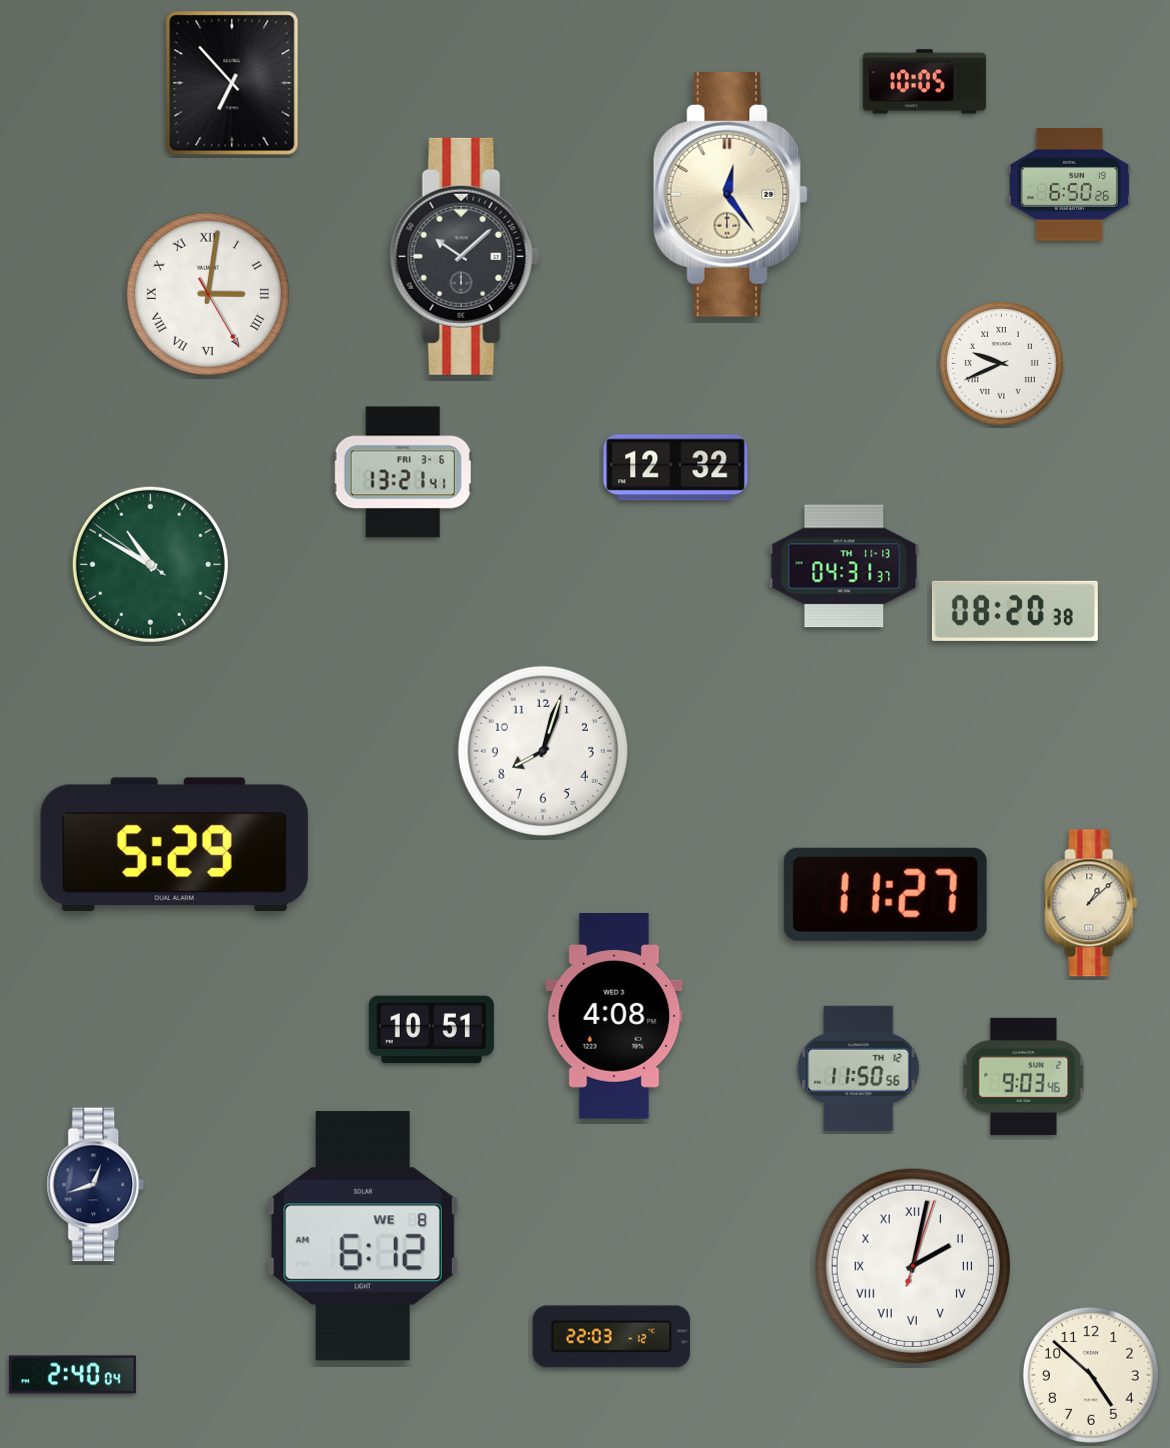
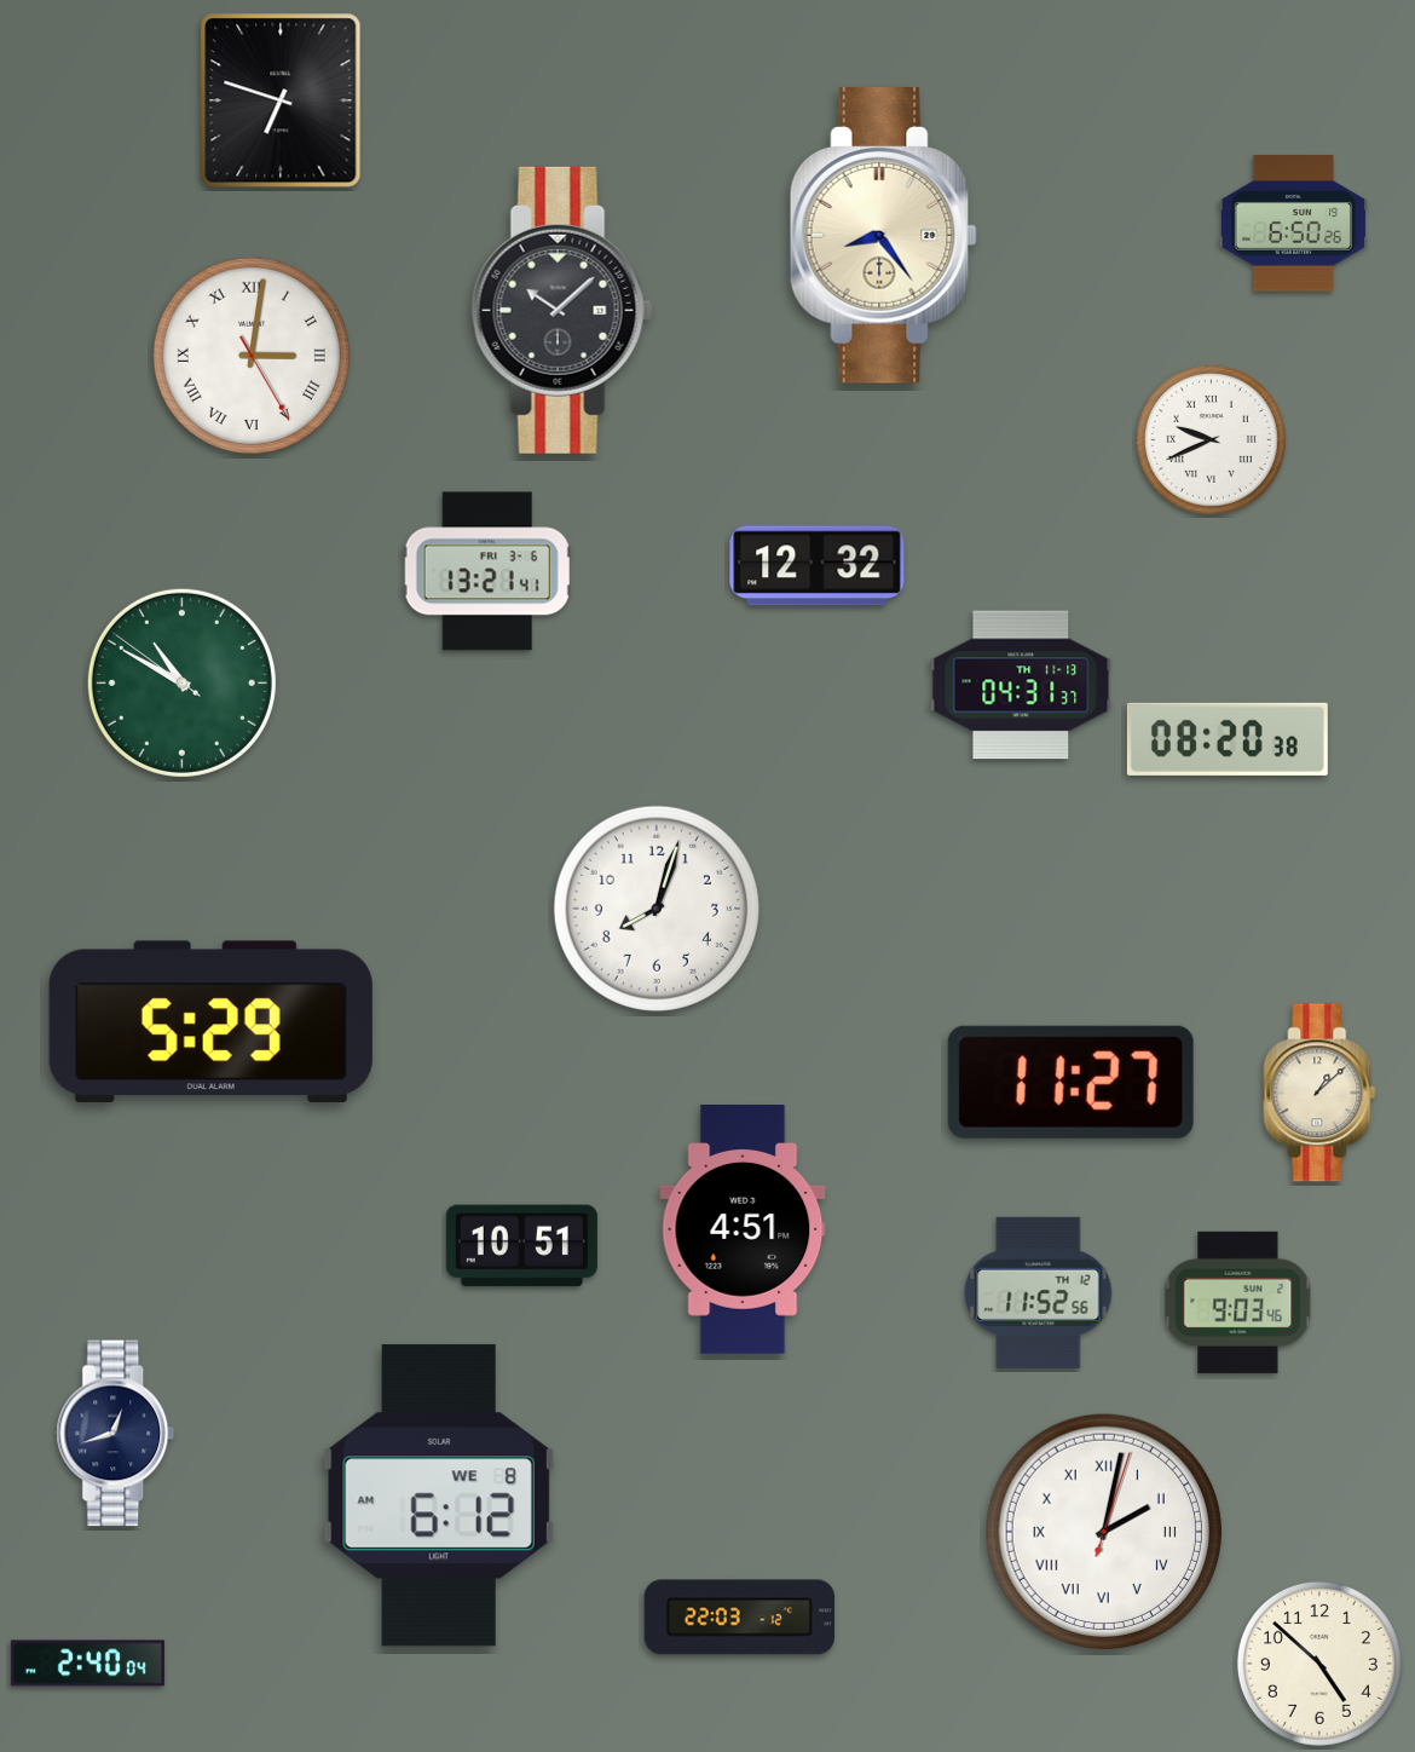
clock at (924, 82): 10:05 -> none
clock at (232, 83): 6:53 -> 6:48
clock at (730, 195): 12:24 -> 8:24
clock at (614, 1017): 4:08 -> 4:51
clock at (859, 1068): 11:50 -> 11:52
